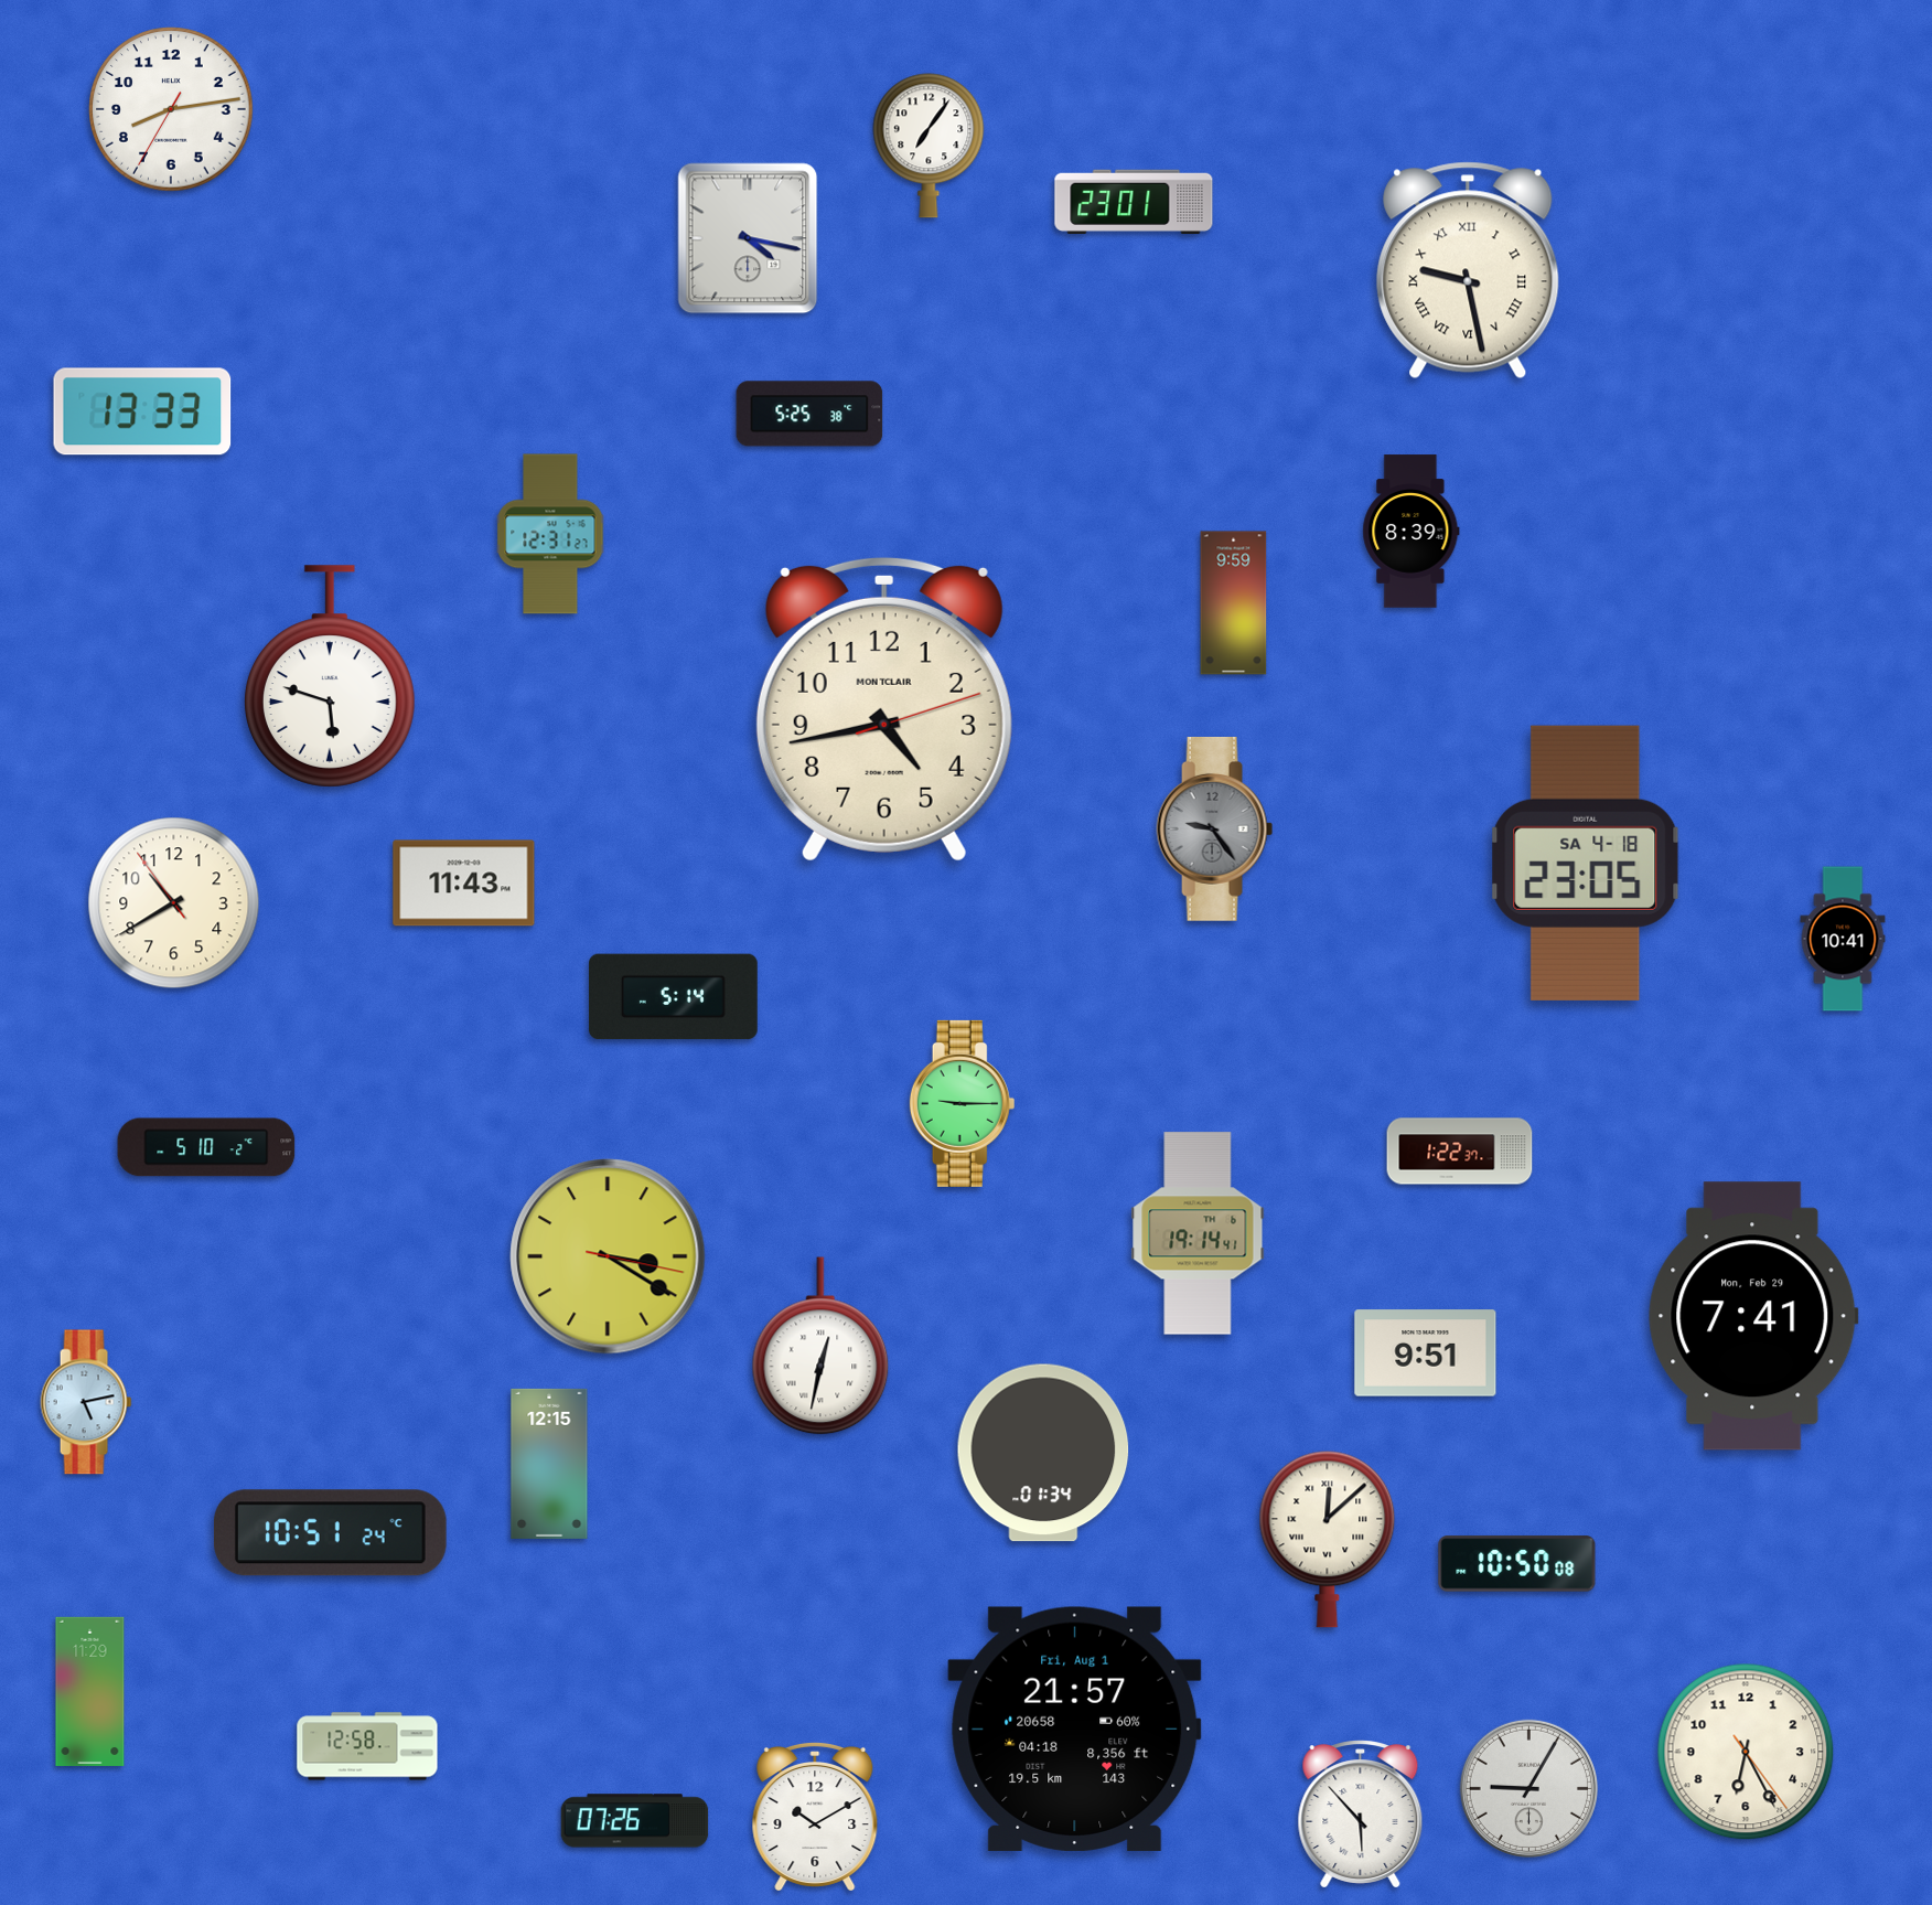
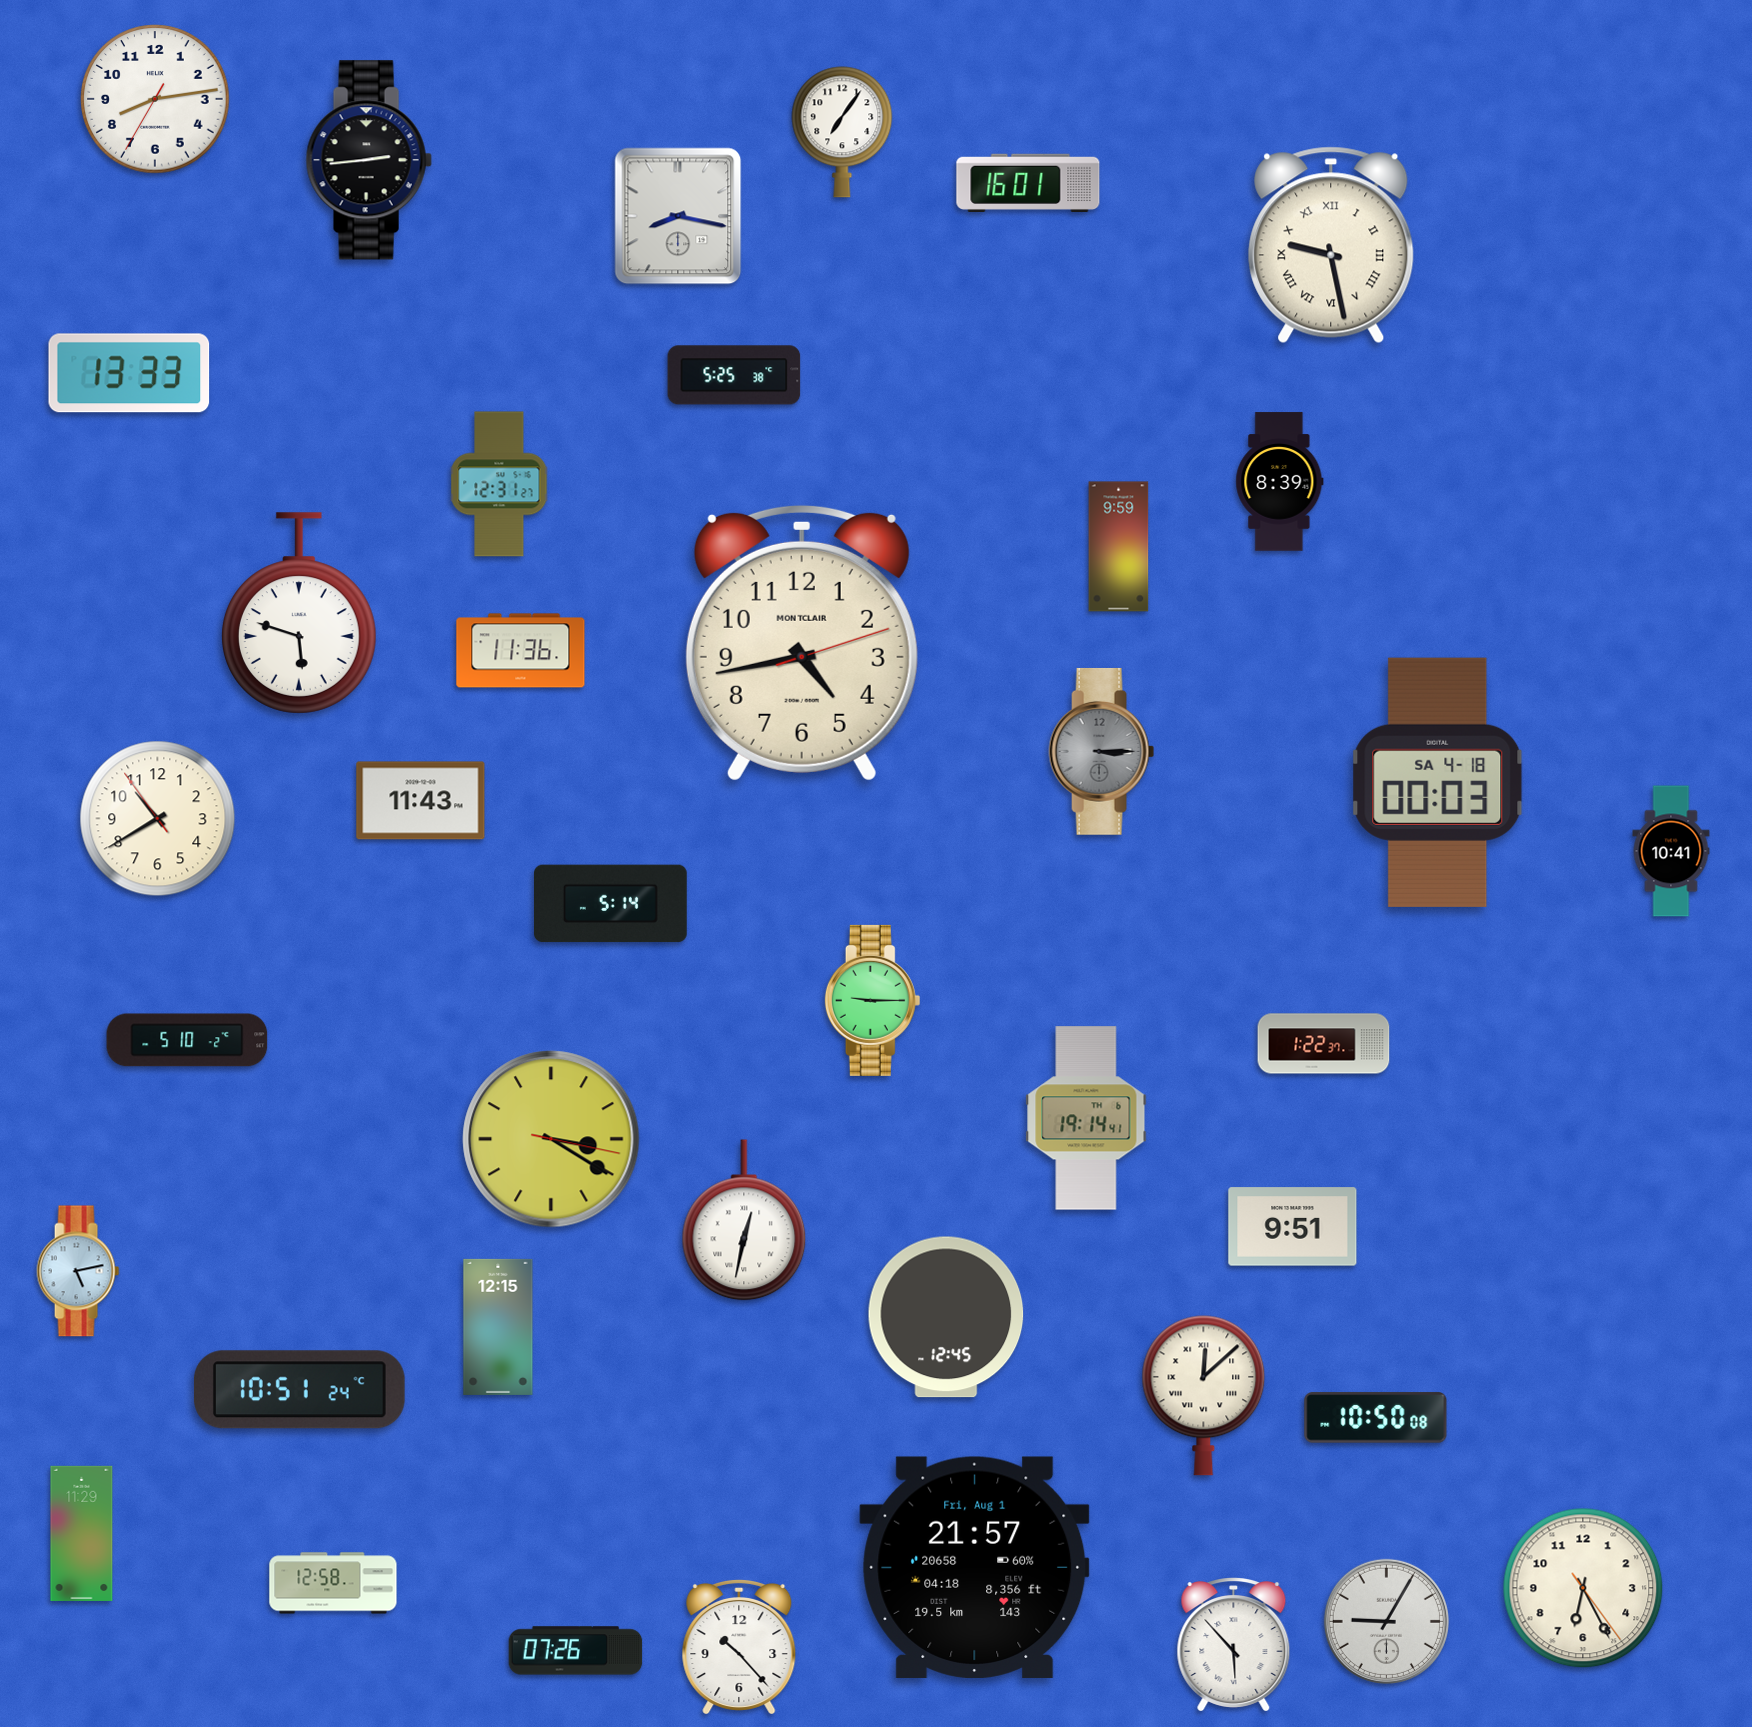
clock at (369, 160): none -> 2:44
clock at (1134, 201): 23:01 -> 16:01
clock at (748, 238): 4:17 -> 8:17
clock at (521, 651): none -> 11:36
clock at (1215, 828): 9:24 -> 3:15
clock at (1586, 863): 23:05 -> 00:03
clock at (1753, 1316): 7:41 -> none
clock at (1043, 1453): 01:34 -> 12:45
clock at (815, 1816): 10:10 -> 10:23
